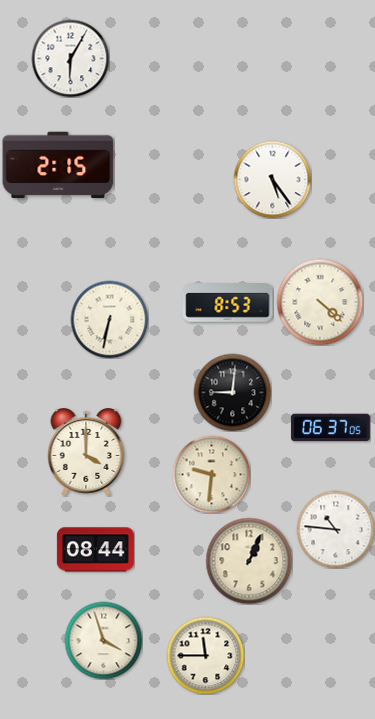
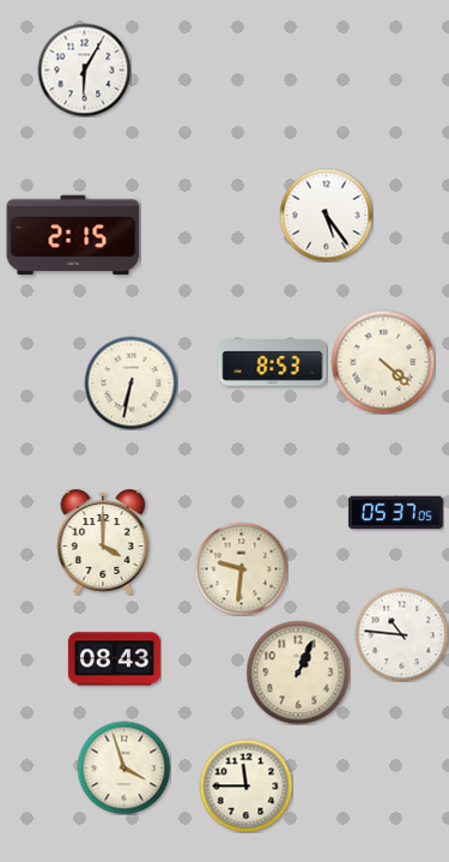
clock at (58, 165) position: (58, 165) -> (73, 235)
clock at (232, 392): 9:01 -> none
clock at (330, 428): 06:37 -> 05:37
clock at (211, 474) position: (211, 474) -> (241, 568)
clock at (95, 550): 08:44 -> 08:43
